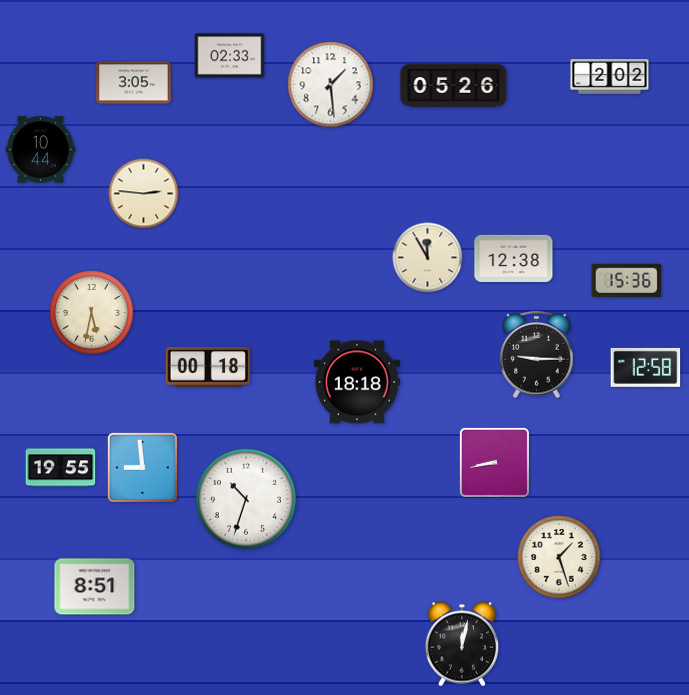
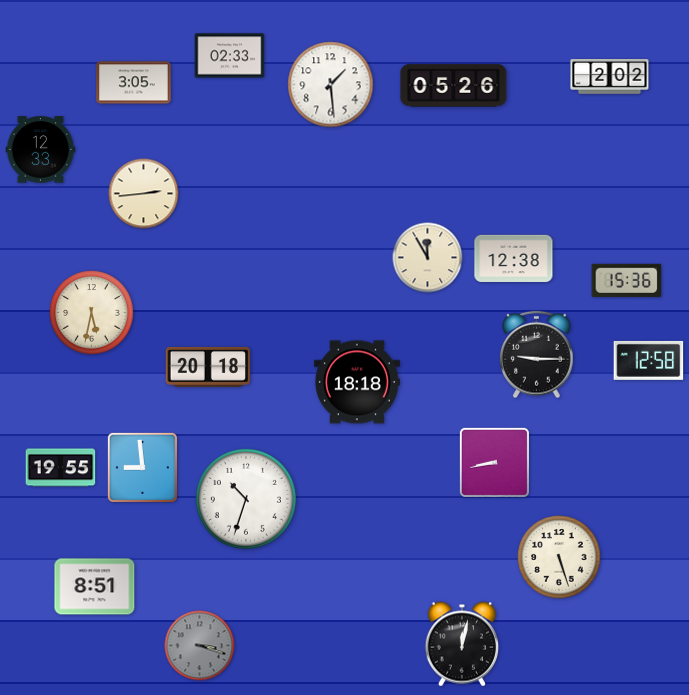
clock at (41, 150): 10:44 -> 12:33
clock at (144, 194): 2:46 -> 2:44
clock at (207, 367): 00:18 -> 20:18
clock at (646, 367) position: (646, 367) -> (649, 360)
clock at (559, 557): 1:27 -> 5:27
clock at (200, 646): none -> 3:18
